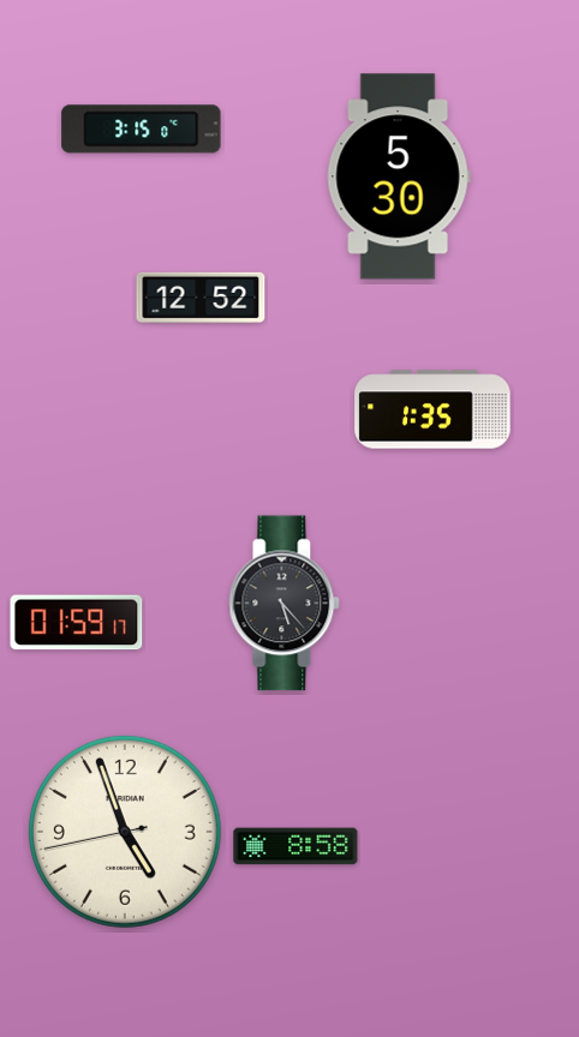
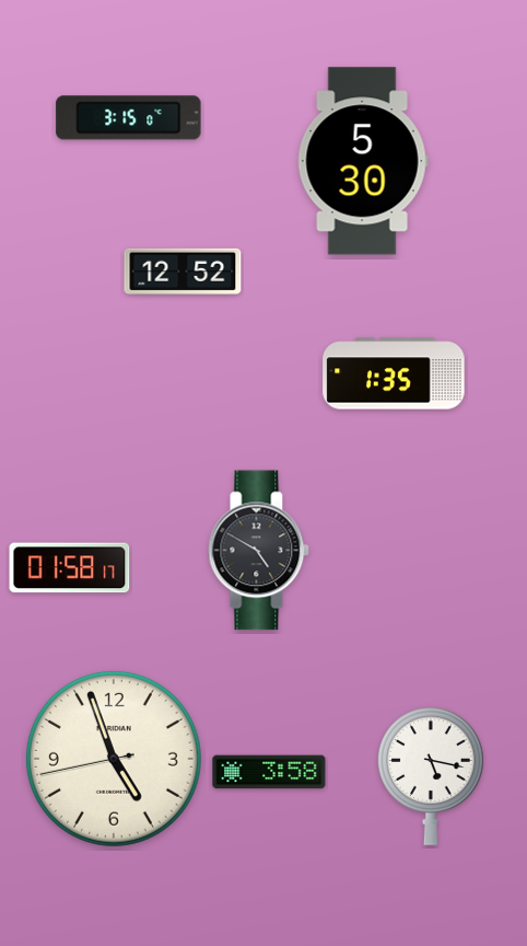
clock at (285, 604): 5:23 -> 4:50
clock at (77, 623): 01:59 -> 01:58
clock at (296, 846): 8:58 -> 3:58
clock at (431, 776): none -> 5:17
